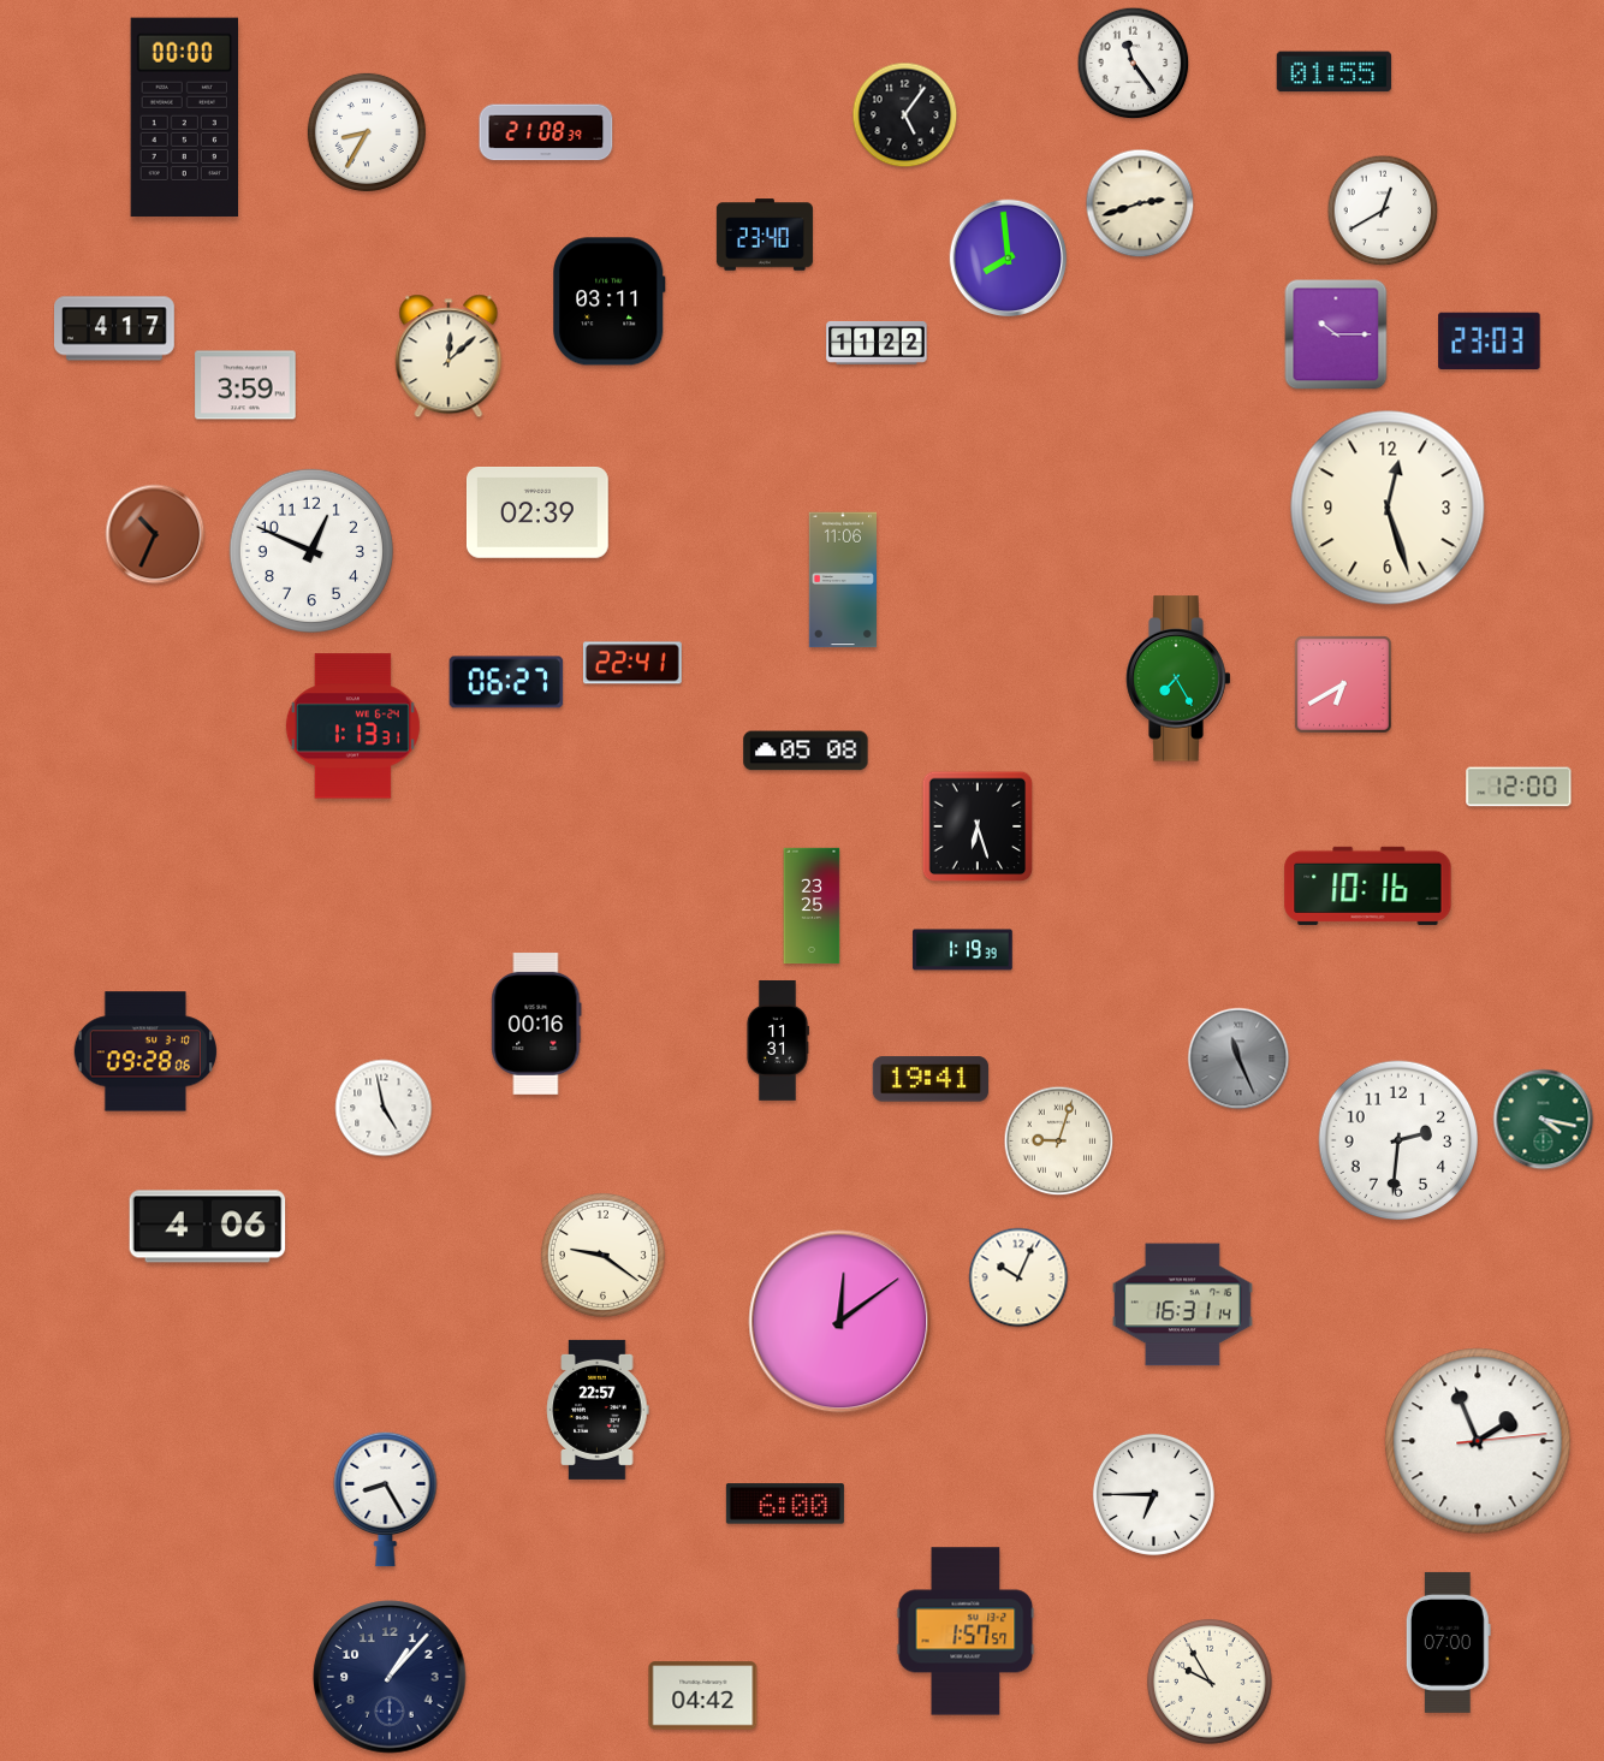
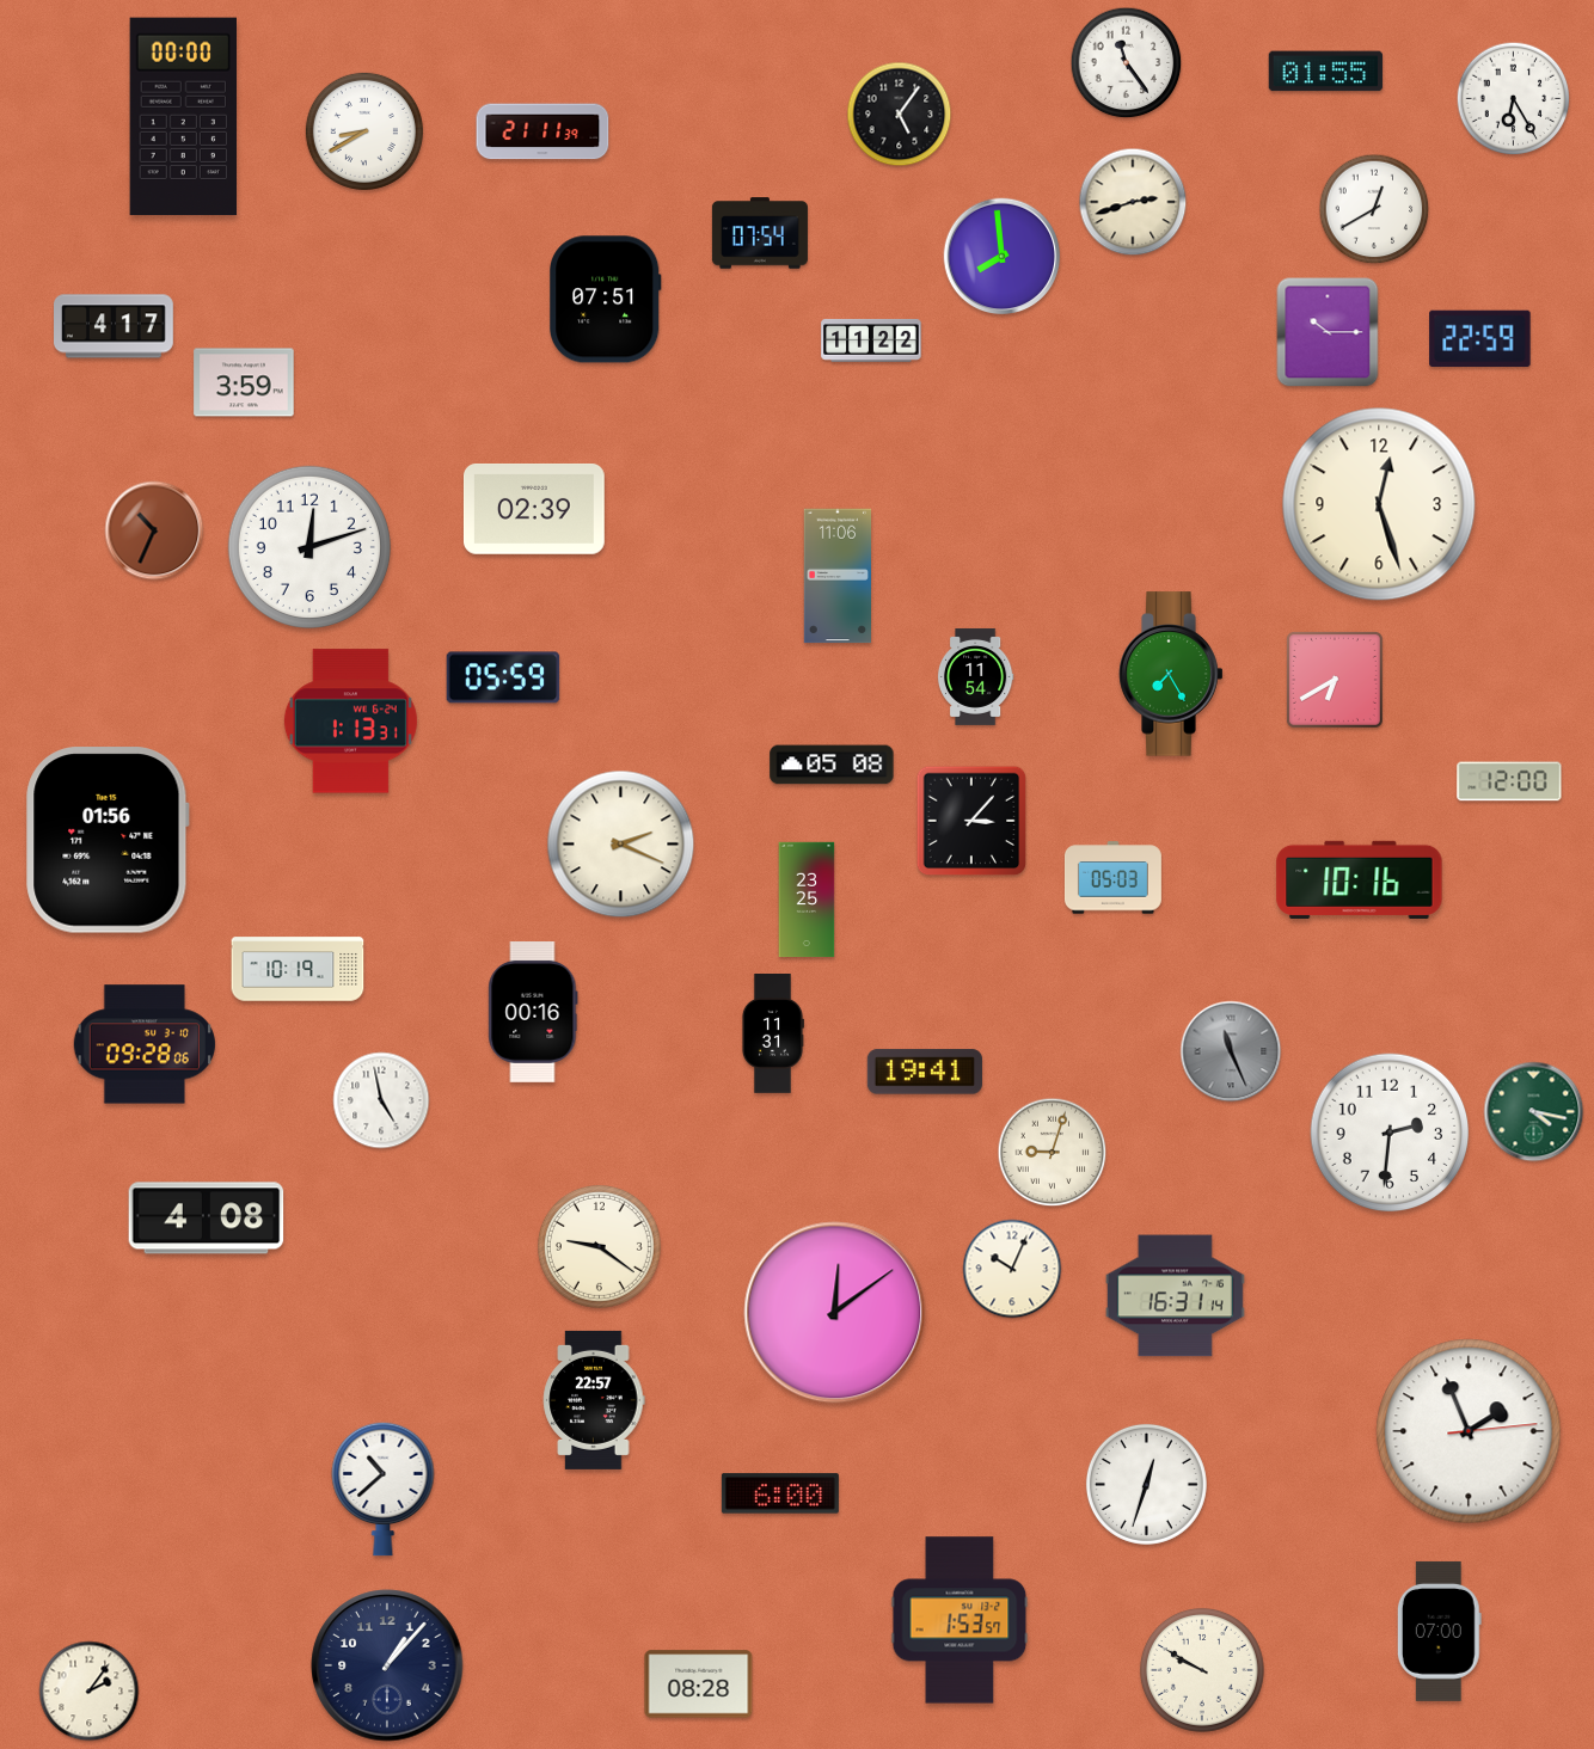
clock at (1514, 99): none -> 6:25
clock at (367, 132): 8:35 -> 8:40
clock at (546, 132): 21:08 -> 21:11
clock at (765, 235): 23:40 -> 07:54
clock at (610, 302): 03:11 -> 07:51
clock at (1490, 340): 23:03 -> 22:59
clock at (448, 356): 12:08 -> none
clock at (311, 551): 12:49 -> 12:12
clock at (632, 663): 22:41 -> none
clock at (975, 676): none -> 11:54
clock at (506, 682): 06:27 -> 05:59
clock at (806, 751) position: (806, 751) -> (832, 765)
clock at (978, 826): 6:27 -> 3:07
clock at (108, 840): none -> 01:56
clock at (621, 845): none -> 2:19
clock at (1112, 878): none -> 05:03
clock at (963, 950): 1:19 -> none
clock at (298, 969): none -> 10:19
clock at (536, 1025) position: (536, 1025) -> (533, 1013)
clock at (1059, 1142) position: (1059, 1142) -> (1053, 1153)
clock at (208, 1227): 4:06 -> 4:08
clock at (1153, 1494): 6:45 -> 12:33
clock at (386, 1499): 8:25 -> 10:38
clock at (966, 1631): 1:57 -> 1:53
clock at (1210, 1682): 9:55 -> 9:50
clock at (703, 1696): 04:42 -> 08:28
clock at (90, 1692): none -> 2:06
